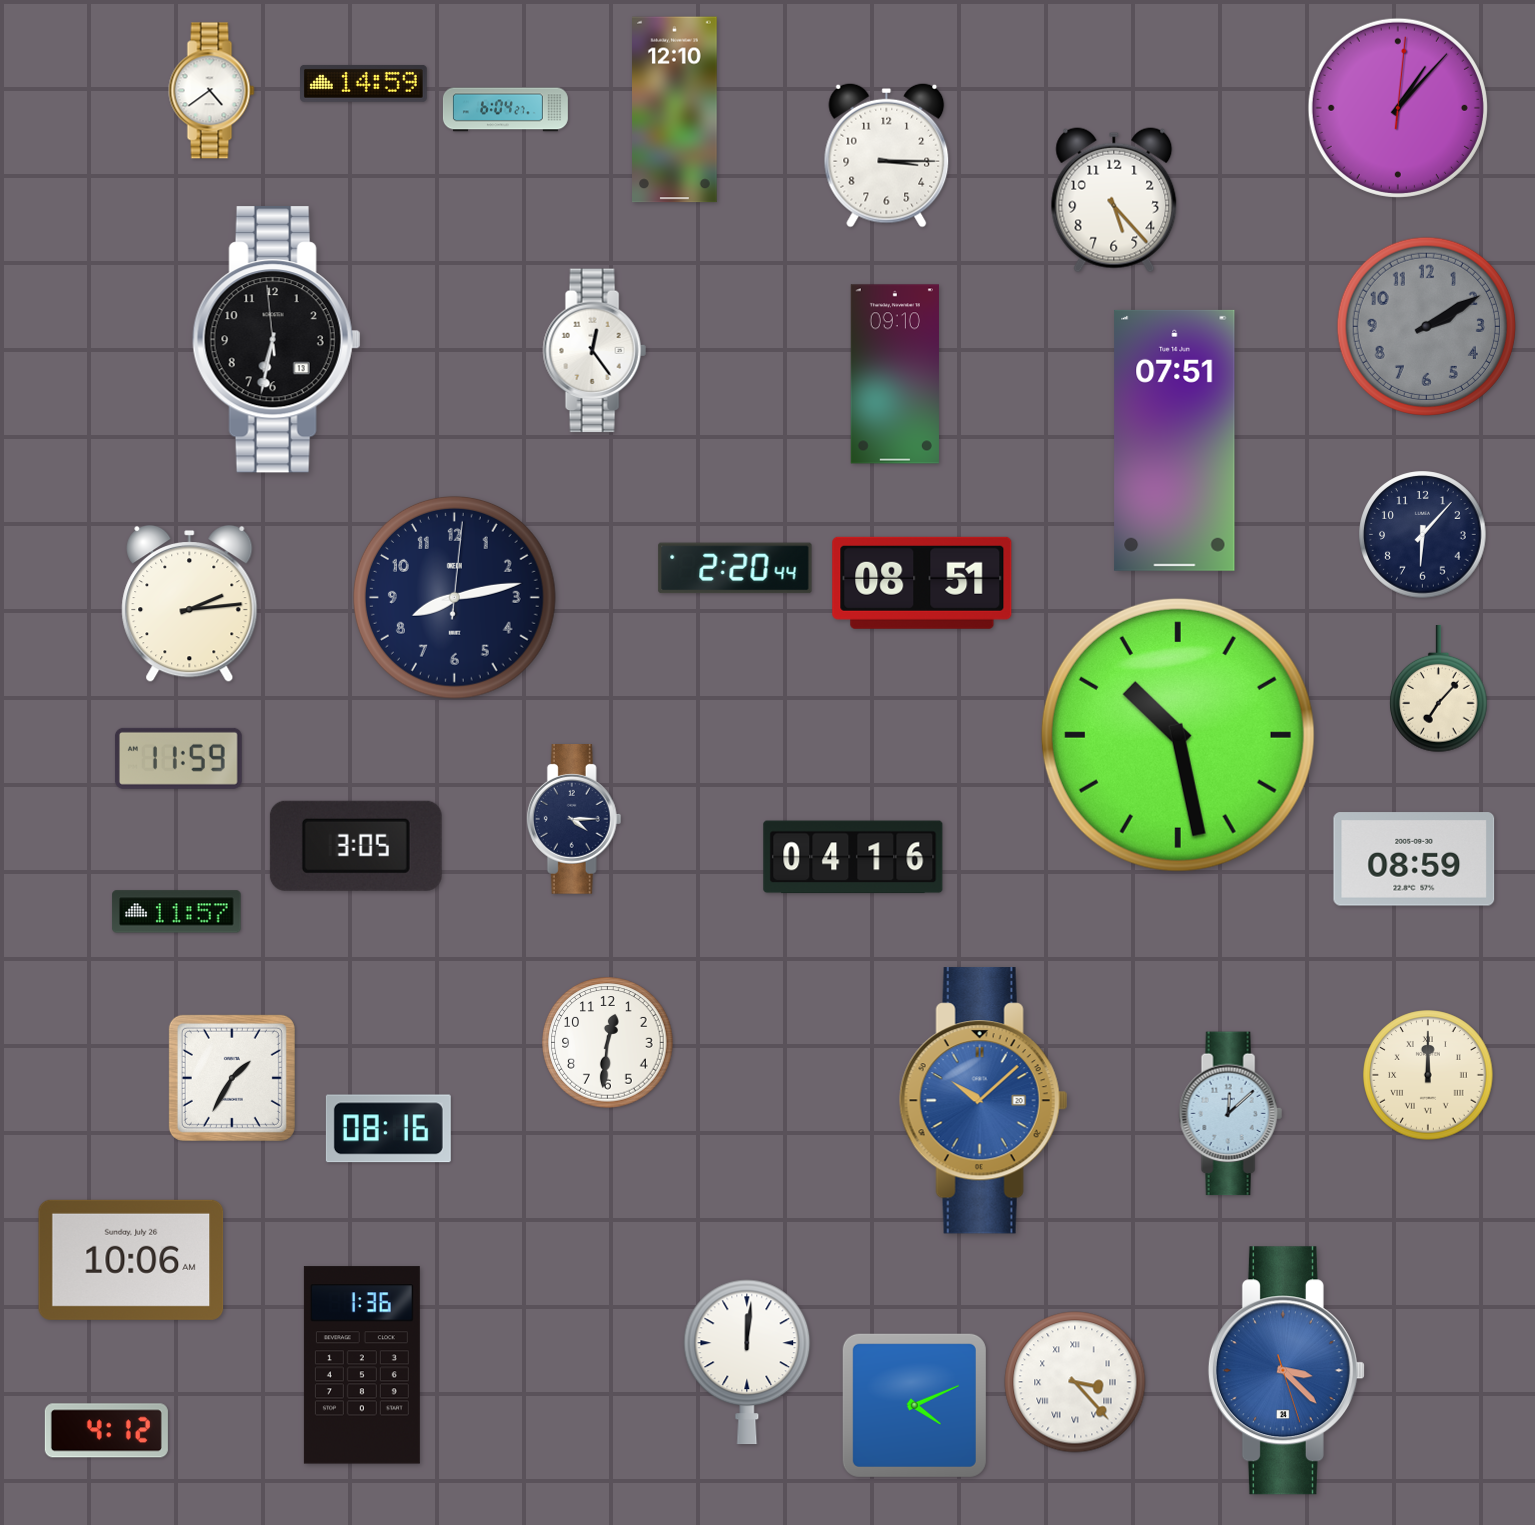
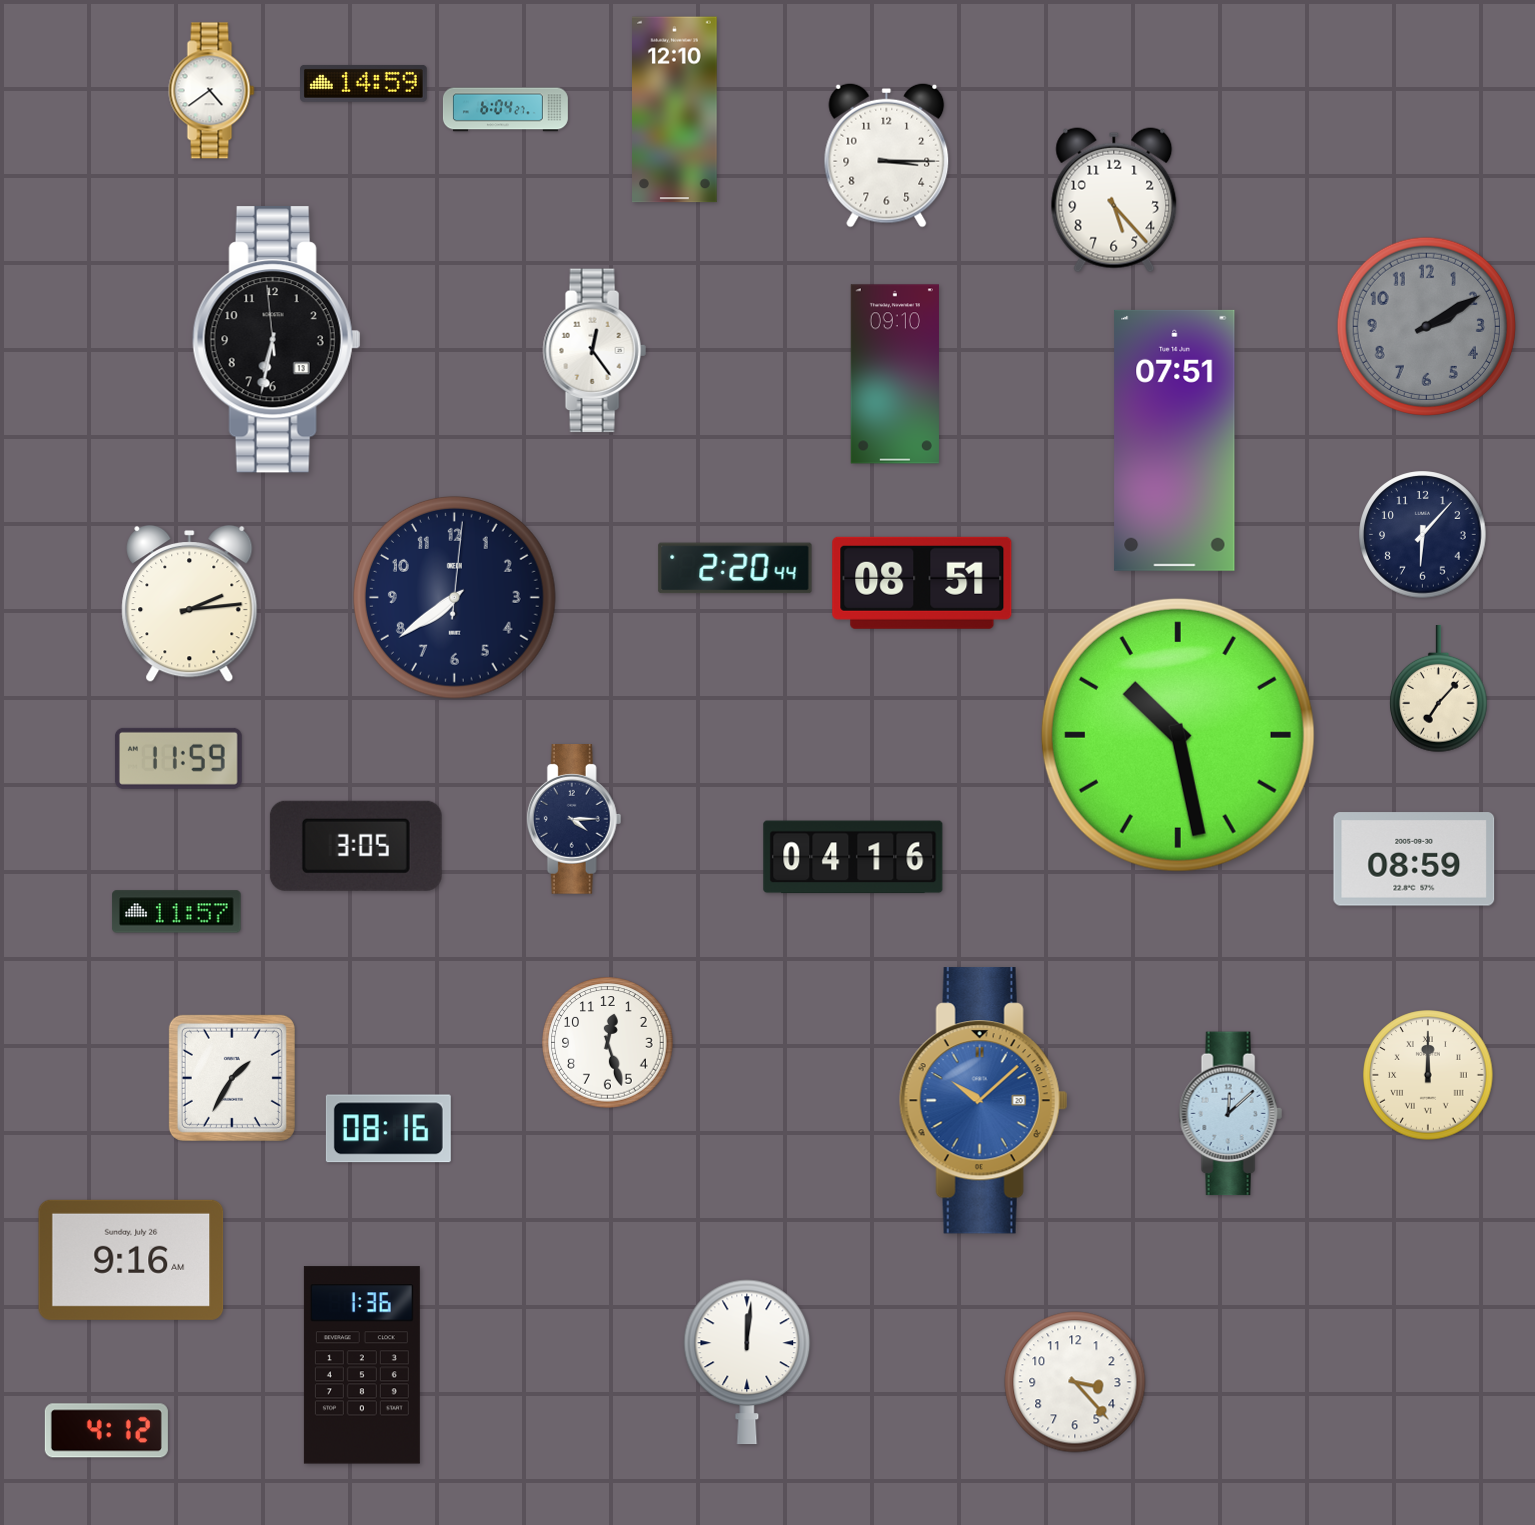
clock at (1398, 108): 1:07 -> none
clock at (454, 597): 8:13 -> 7:39
clock at (608, 1043): 12:31 -> 12:27
clock at (131, 1260): 10:06 -> 9:16
clock at (1286, 1371): 3:22 -> none
clock at (1075, 1382) numerals: Roman -> Arabic
clock at (914, 1405): 4:11 -> none
